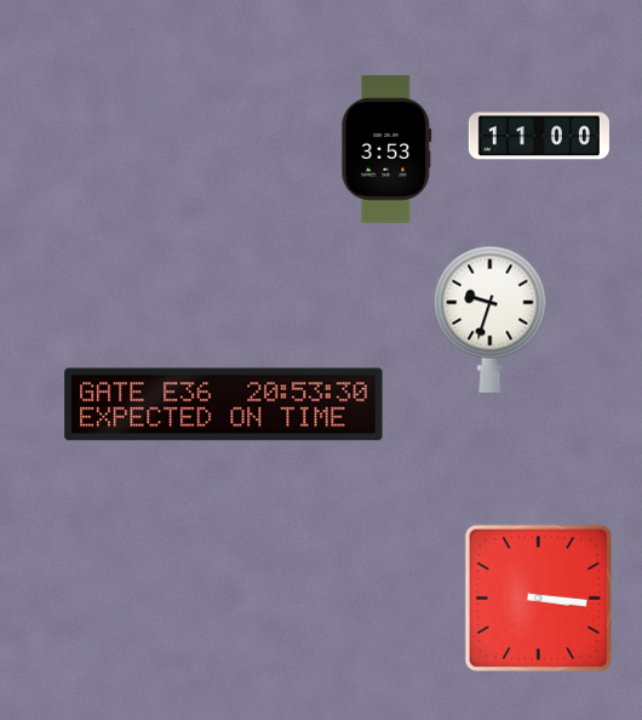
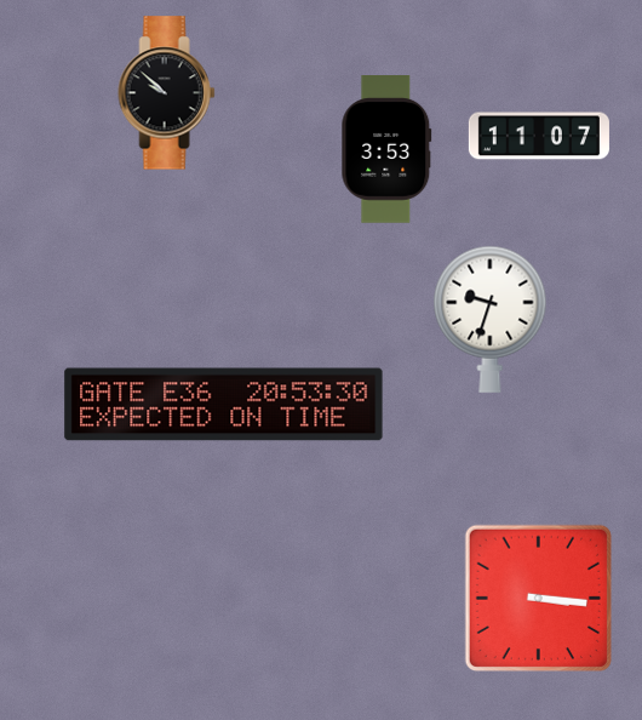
clock at (167, 93): none -> 9:52
clock at (539, 136): 11:00 -> 11:07
